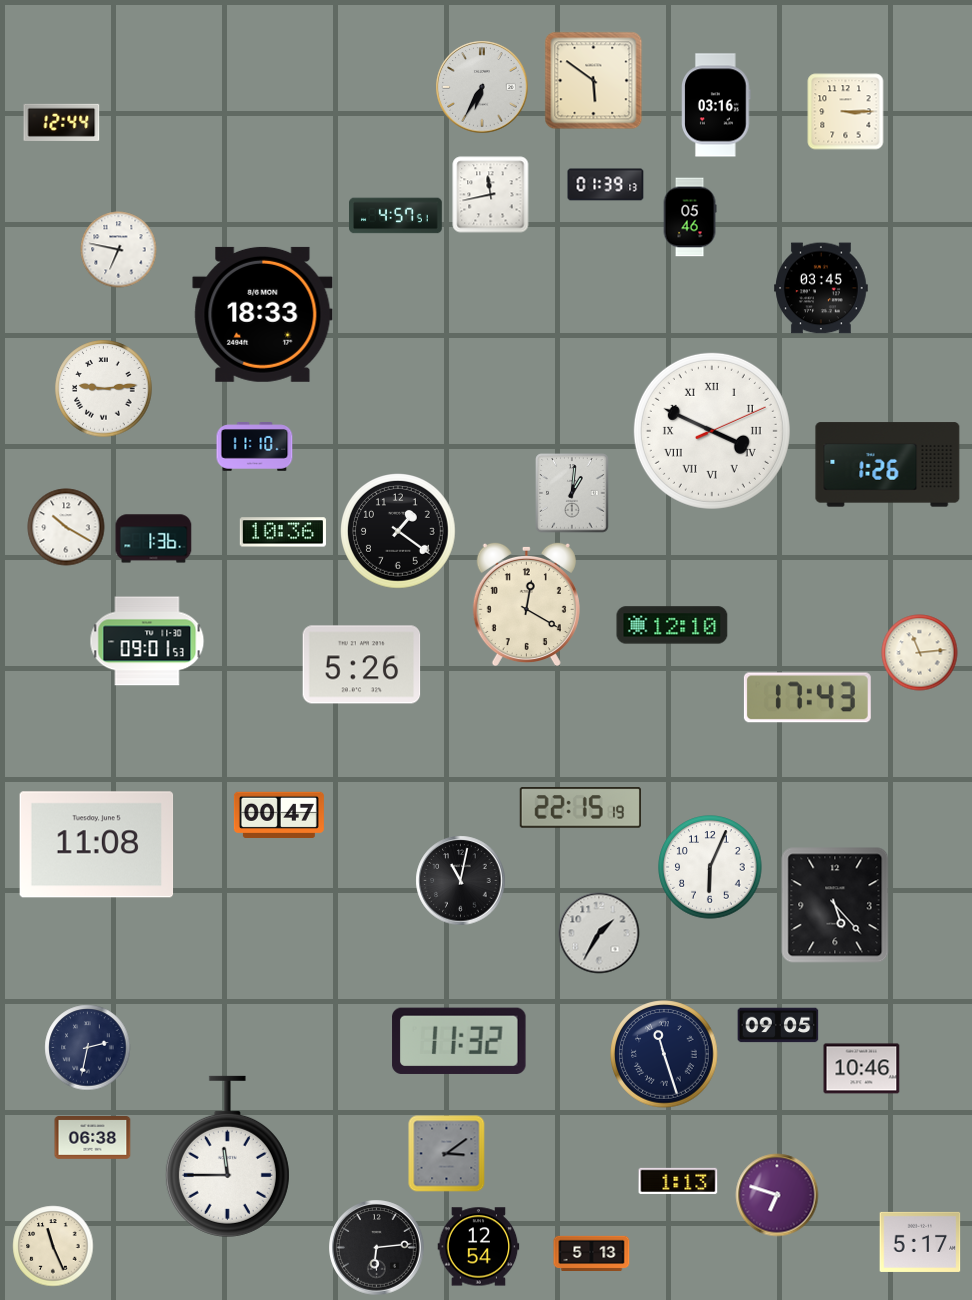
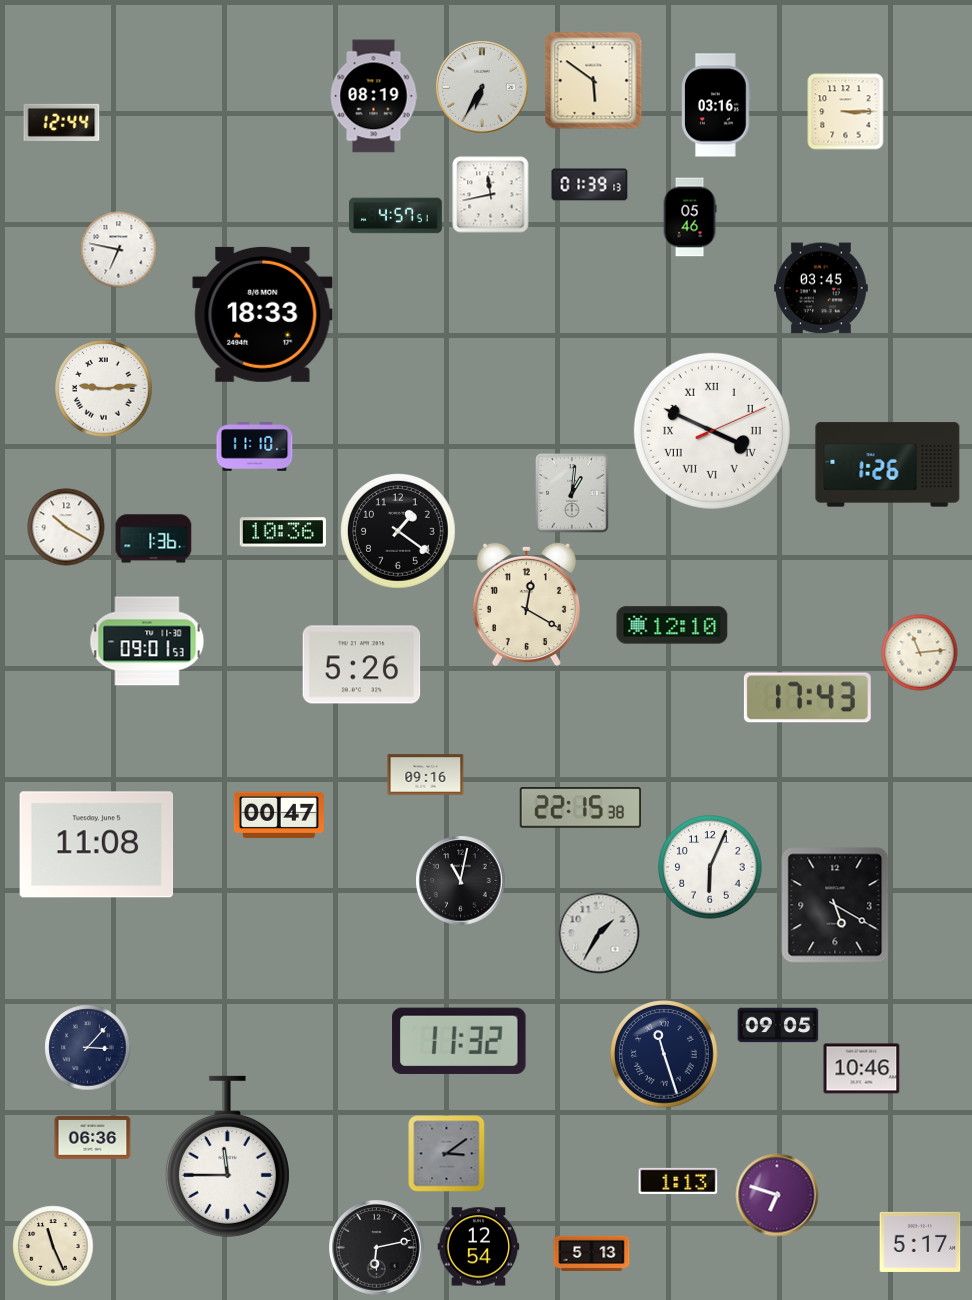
clock at (374, 96): none -> 08:19
clock at (606, 185) position: (606, 185) -> (590, 185)
clock at (426, 775): none -> 09:16
clock at (580, 808): 22:15:19 -> 22:15:38
clock at (835, 905): 5:23 -> 5:20
clock at (88, 1048): 2:32 -> 3:07
clock at (93, 1138): 06:38 -> 06:36
clock at (377, 1248): 6:14 -> 6:13
